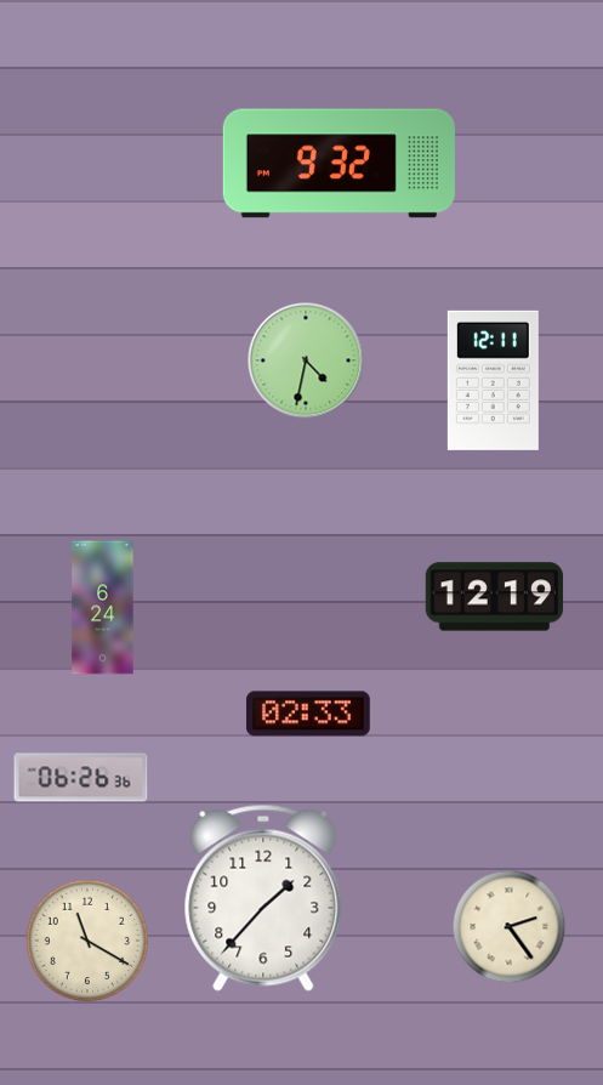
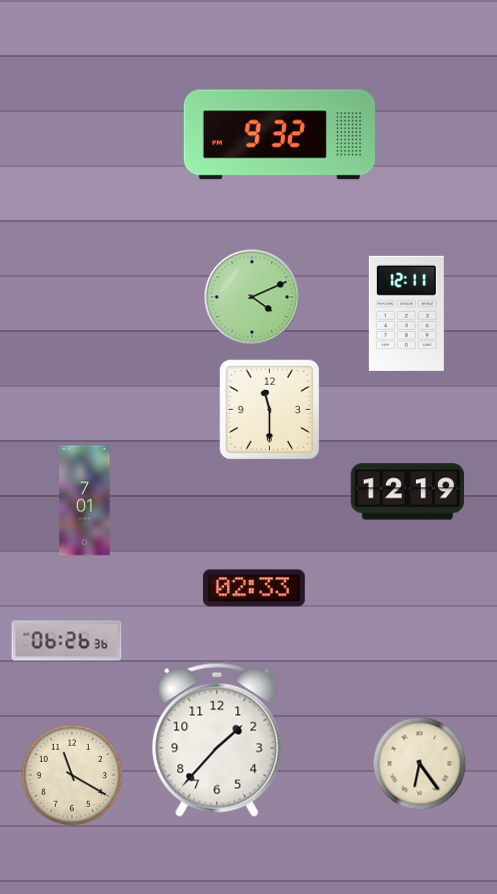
clock at (306, 360): 4:32 -> 4:11
clock at (270, 410): none -> 11:30
clock at (103, 608): 6:24 -> 7:01
clock at (510, 927): 2:24 -> 6:24
